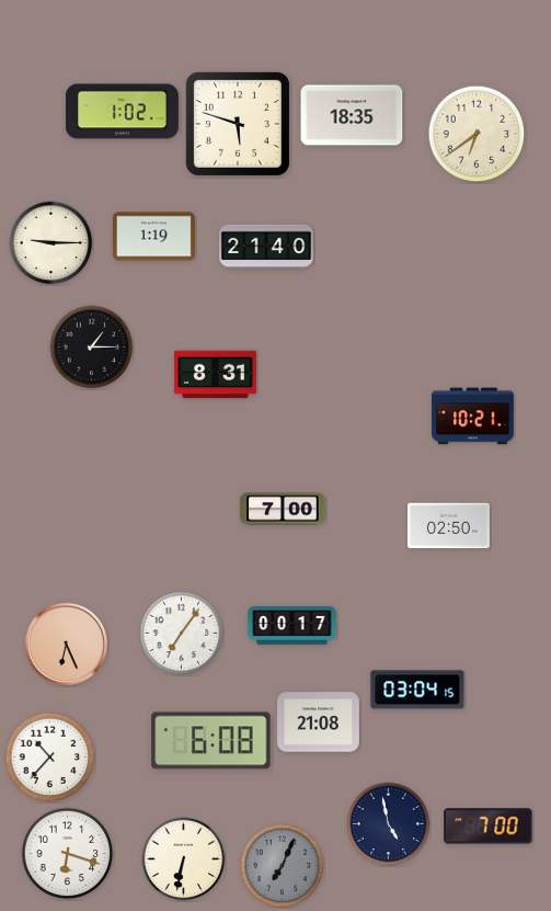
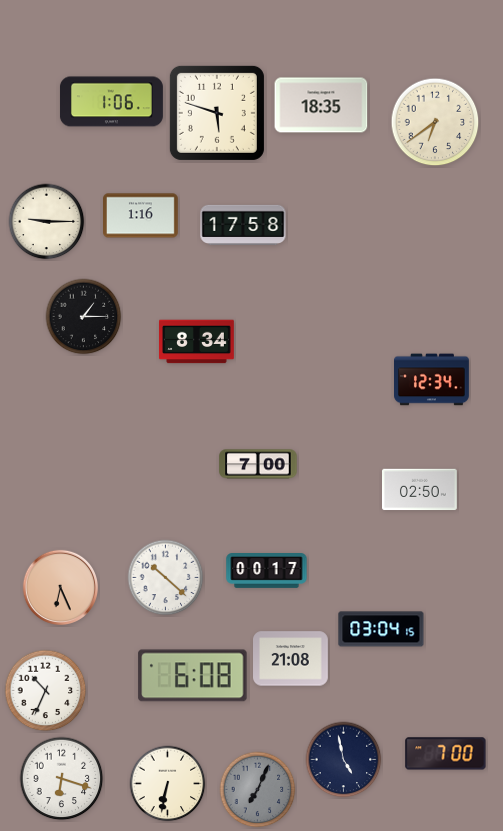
clock at (122, 112): 1:02 -> 1:06
clock at (154, 237): 1:19 -> 1:16
clock at (266, 246): 21:40 -> 17:58
clock at (216, 375): 8:31 -> 8:34
clock at (473, 417): 10:21 -> 12:34
clock at (449, 526) position: (449, 526) -> (420, 490)
clock at (182, 634): 7:06 -> 10:22
clock at (50, 758): 10:37 -> 10:34
clock at (389, 824) position: (389, 824) -> (344, 760)
